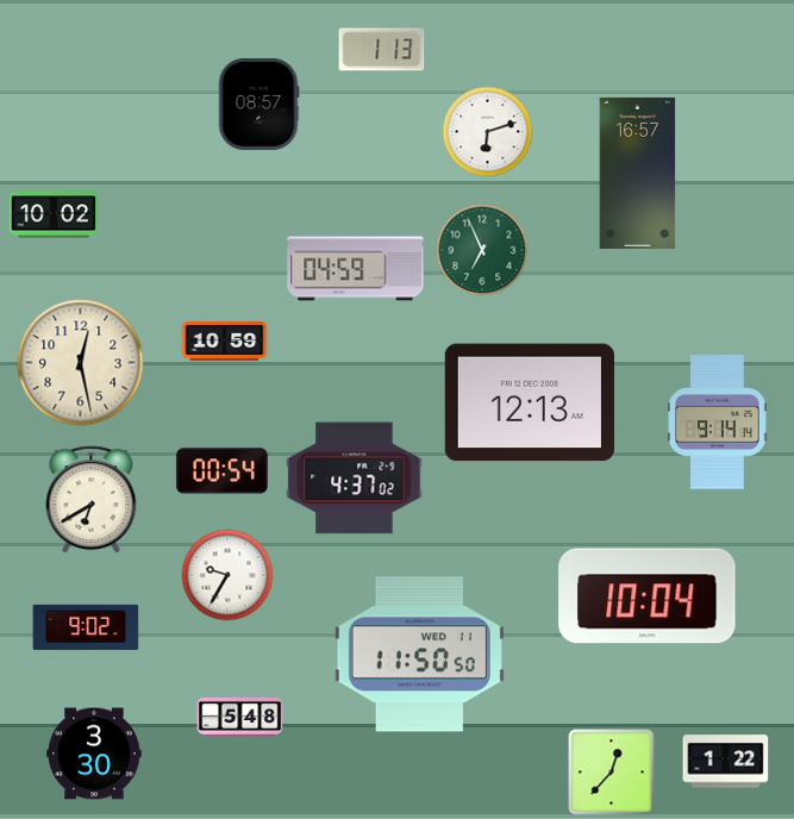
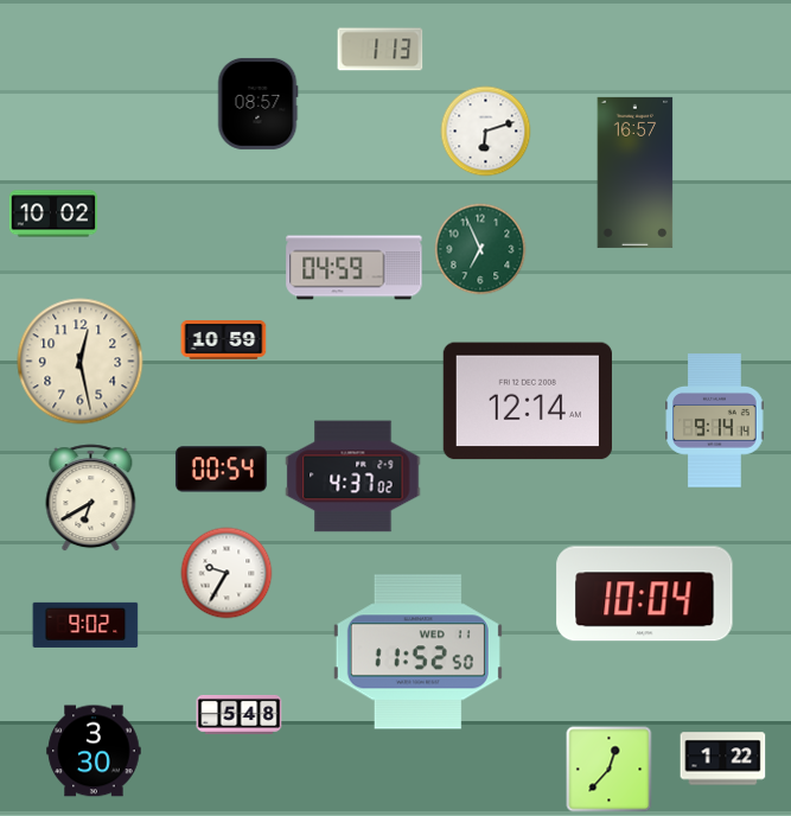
clock at (530, 402): 12:13 -> 12:14
clock at (419, 655): 11:50 -> 11:52
